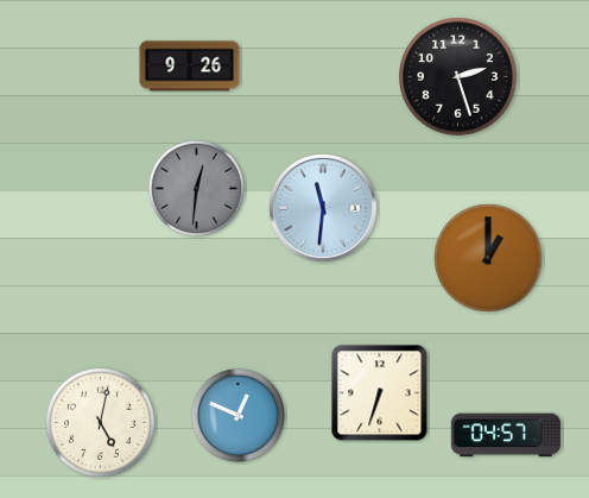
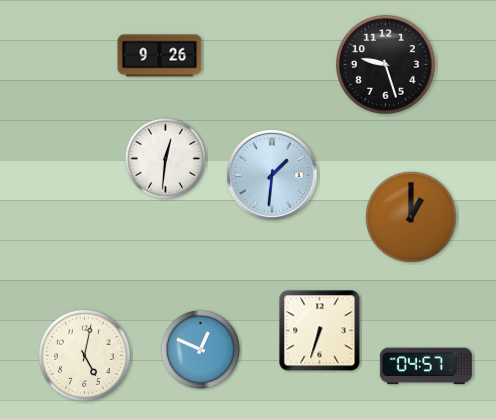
clock at (458, 77): 2:27 -> 9:27
clock at (196, 188) dial: grey -> white
clock at (323, 208): 11:31 -> 1:31
